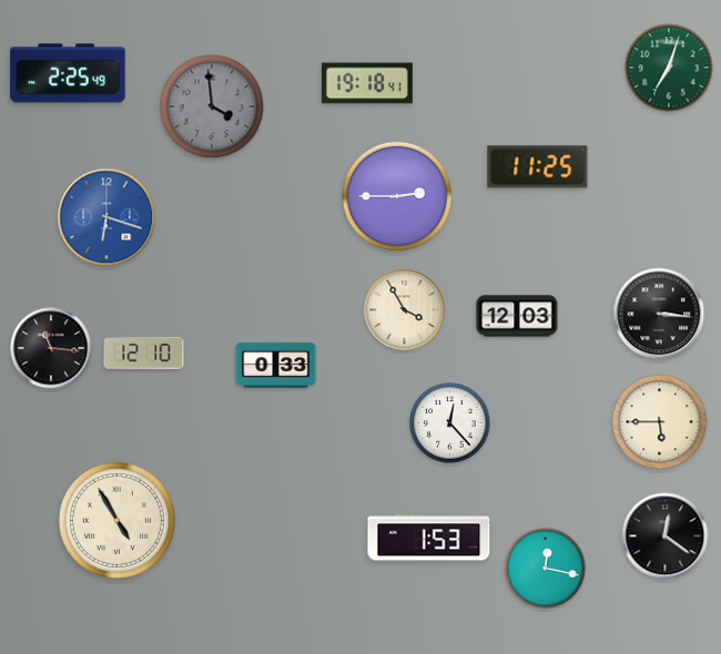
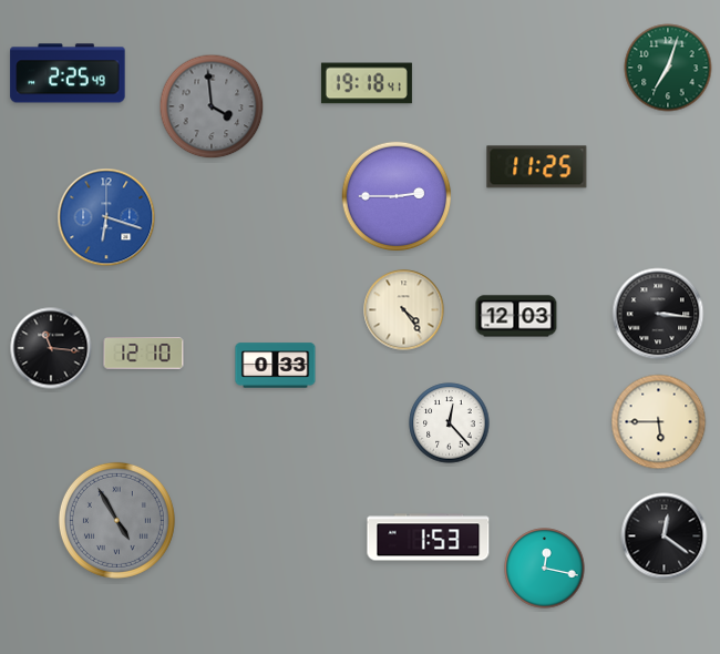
clock at (405, 310): 3:55 -> 4:24
clock at (116, 520) dial: cream -> grey
